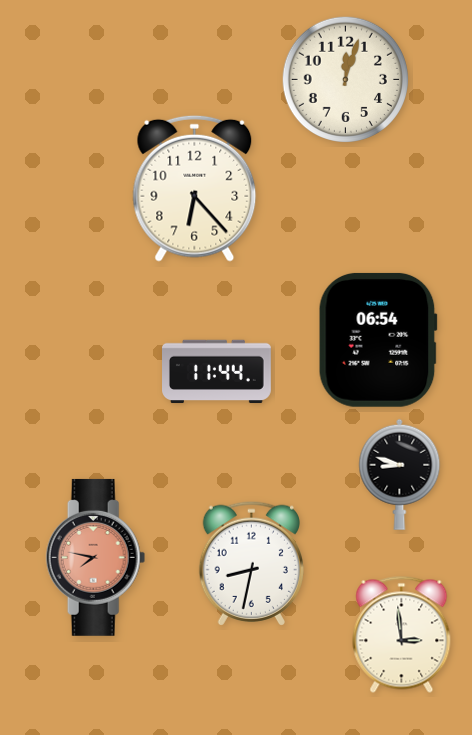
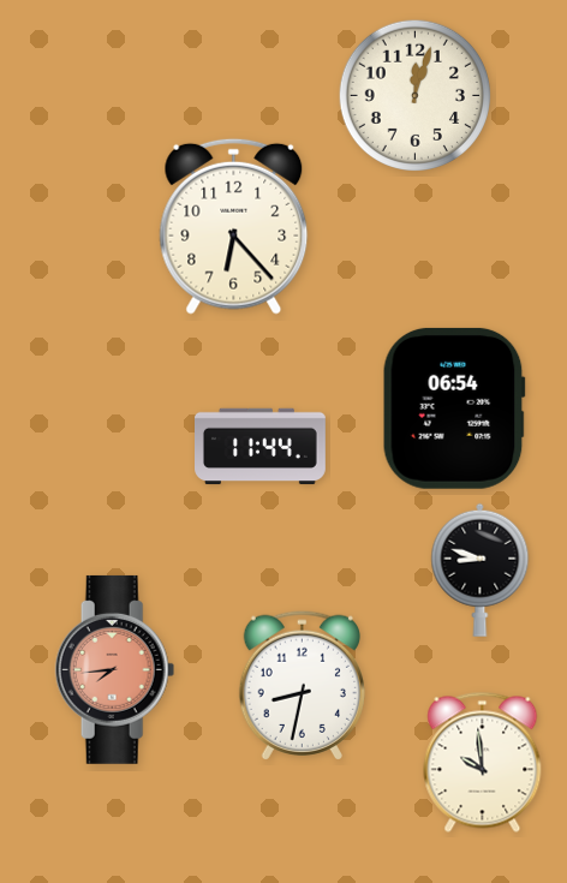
clock at (96, 557): 7:47 -> 7:44
clock at (251, 563) position: (251, 563) -> (302, 685)
clock at (402, 634): 2:59 -> 9:59
